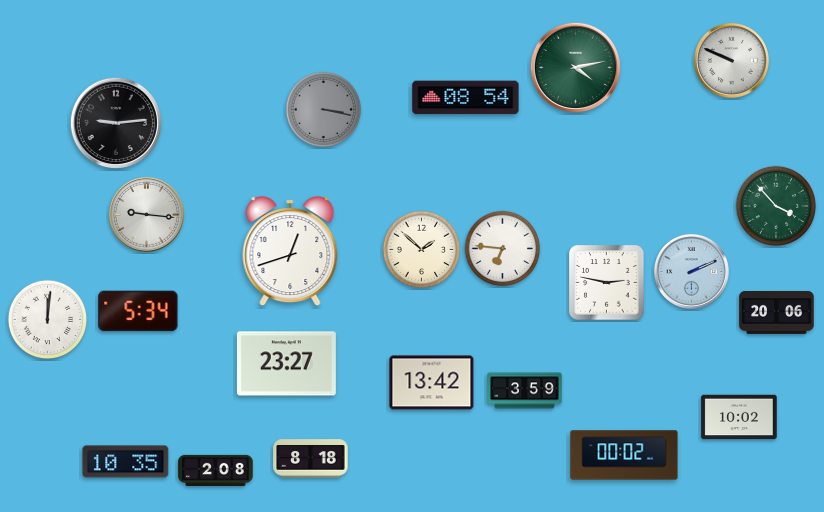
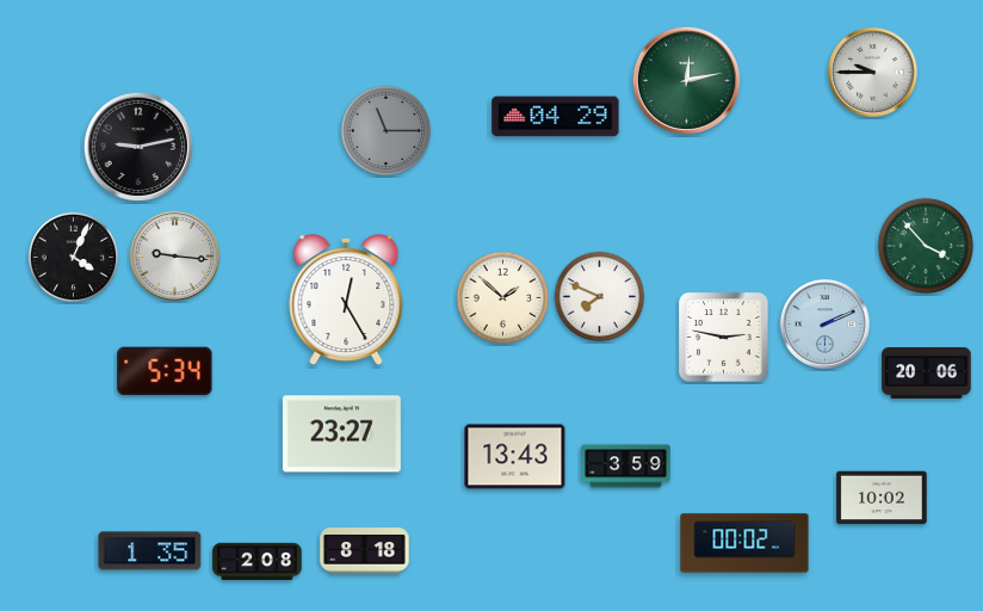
clock at (731, 60): 9:49 -> 9:45
clock at (575, 67): 4:13 -> 12:13
clock at (466, 98): 08:54 -> 04:29
clock at (324, 110): 3:17 -> 11:15
clock at (115, 122): 9:14 -> 9:13
clock at (74, 258): none -> 4:04
clock at (503, 249): 6:46 -> 7:49
clock at (290, 251): 12:42 -> 12:25
clock at (48, 320): 12:01 -> none
clock at (432, 383): 13:42 -> 13:43
clock at (311, 459) position: (311, 459) -> (365, 551)
clock at (126, 462): 10:35 -> 1:35
